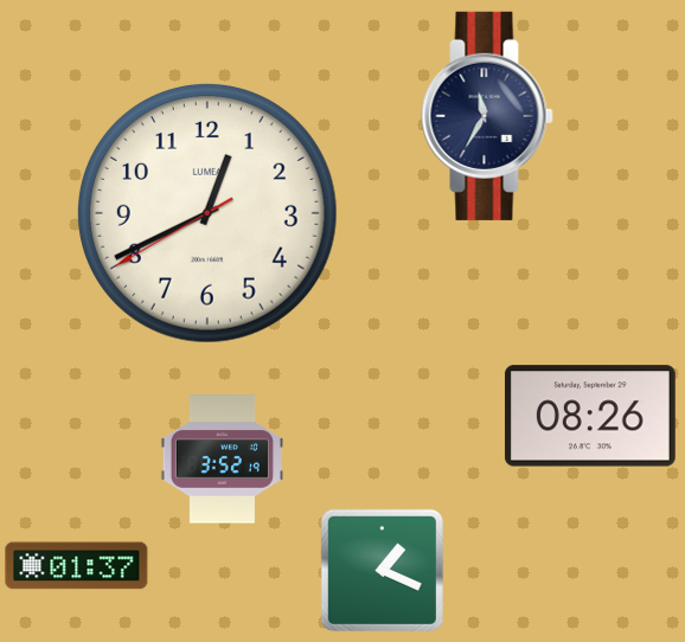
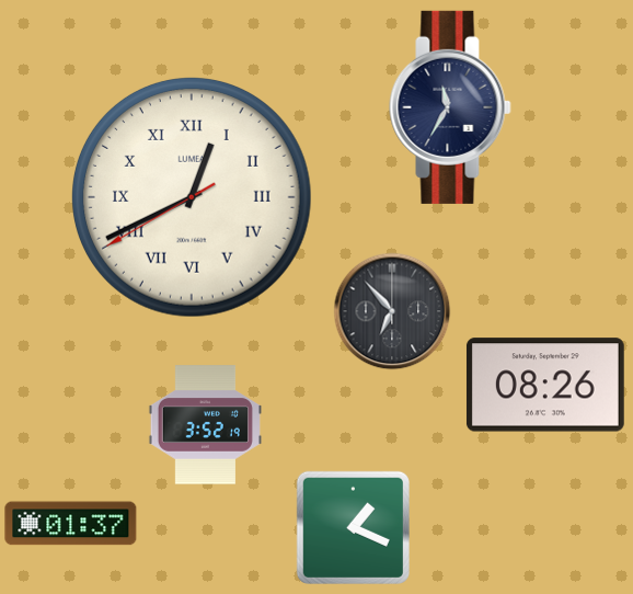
clock at (207, 213) numerals: Arabic -> Roman
clock at (392, 311): none -> 6:53
